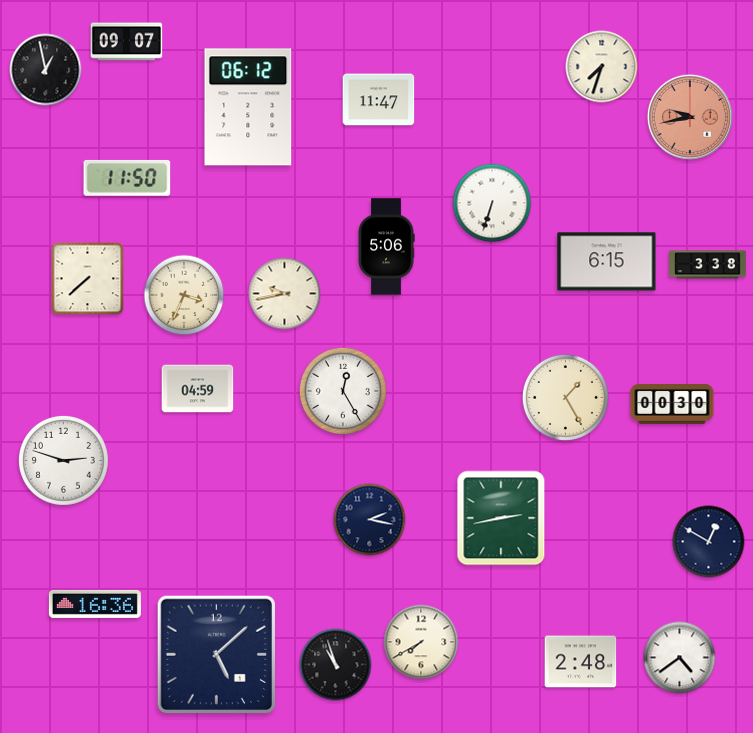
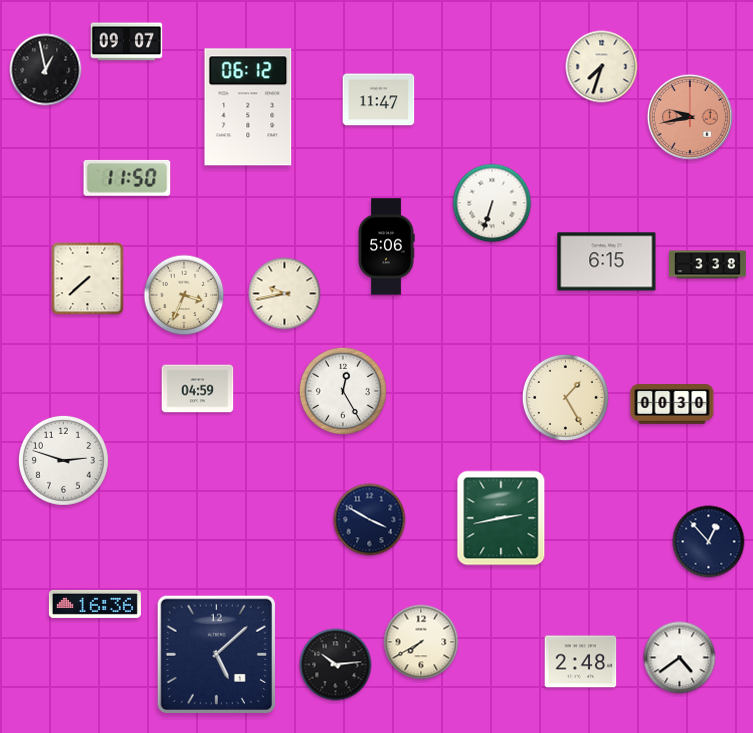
clock at (370, 520): 2:17 -> 3:50
clock at (709, 542): 12:50 -> 12:53
clock at (336, 665): 10:57 -> 10:14
